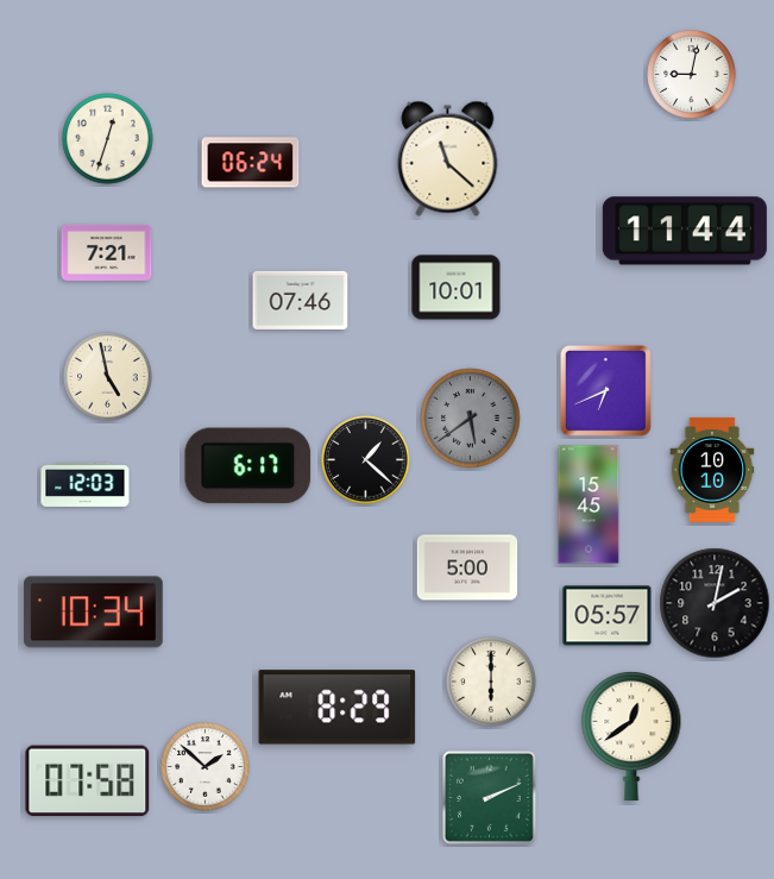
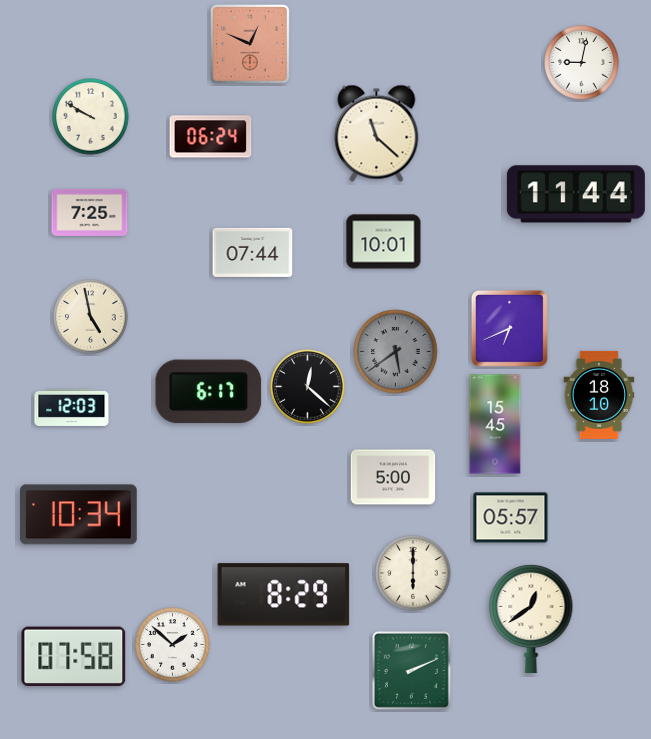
clock at (250, 44): none -> 12:49
clock at (108, 139): 12:33 -> 9:50
clock at (107, 252): 7:21 -> 7:25
clock at (301, 300): 07:46 -> 07:44
clock at (366, 460): 1:22 -> 12:22
clock at (712, 470): 10:10 -> 18:10
clock at (715, 603): 2:02 -> none
